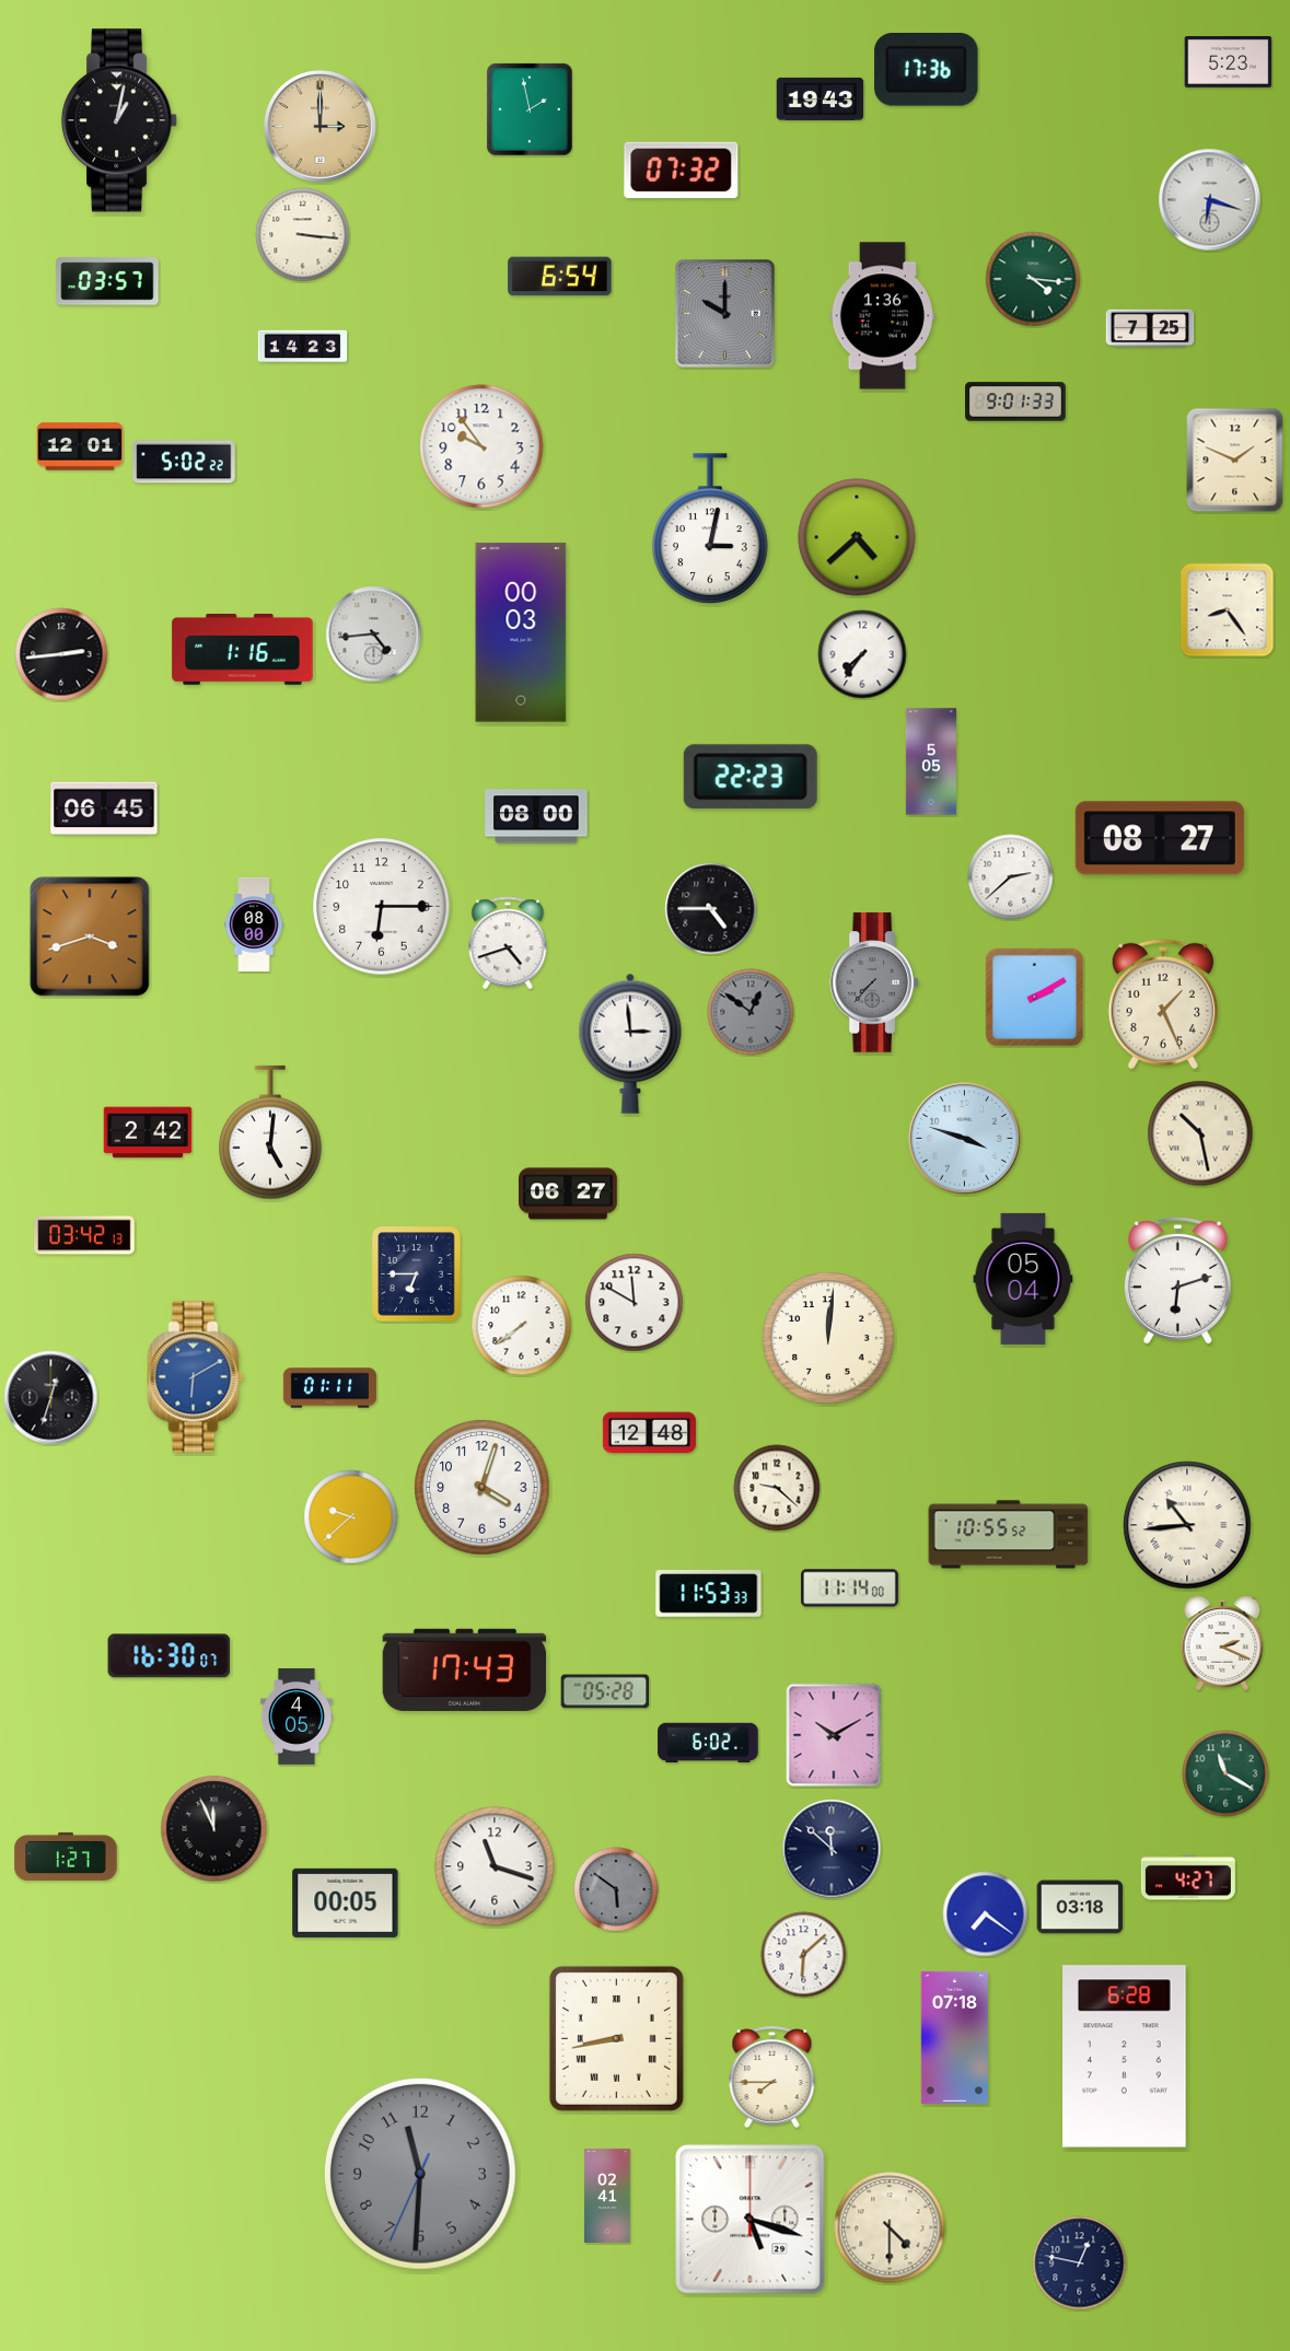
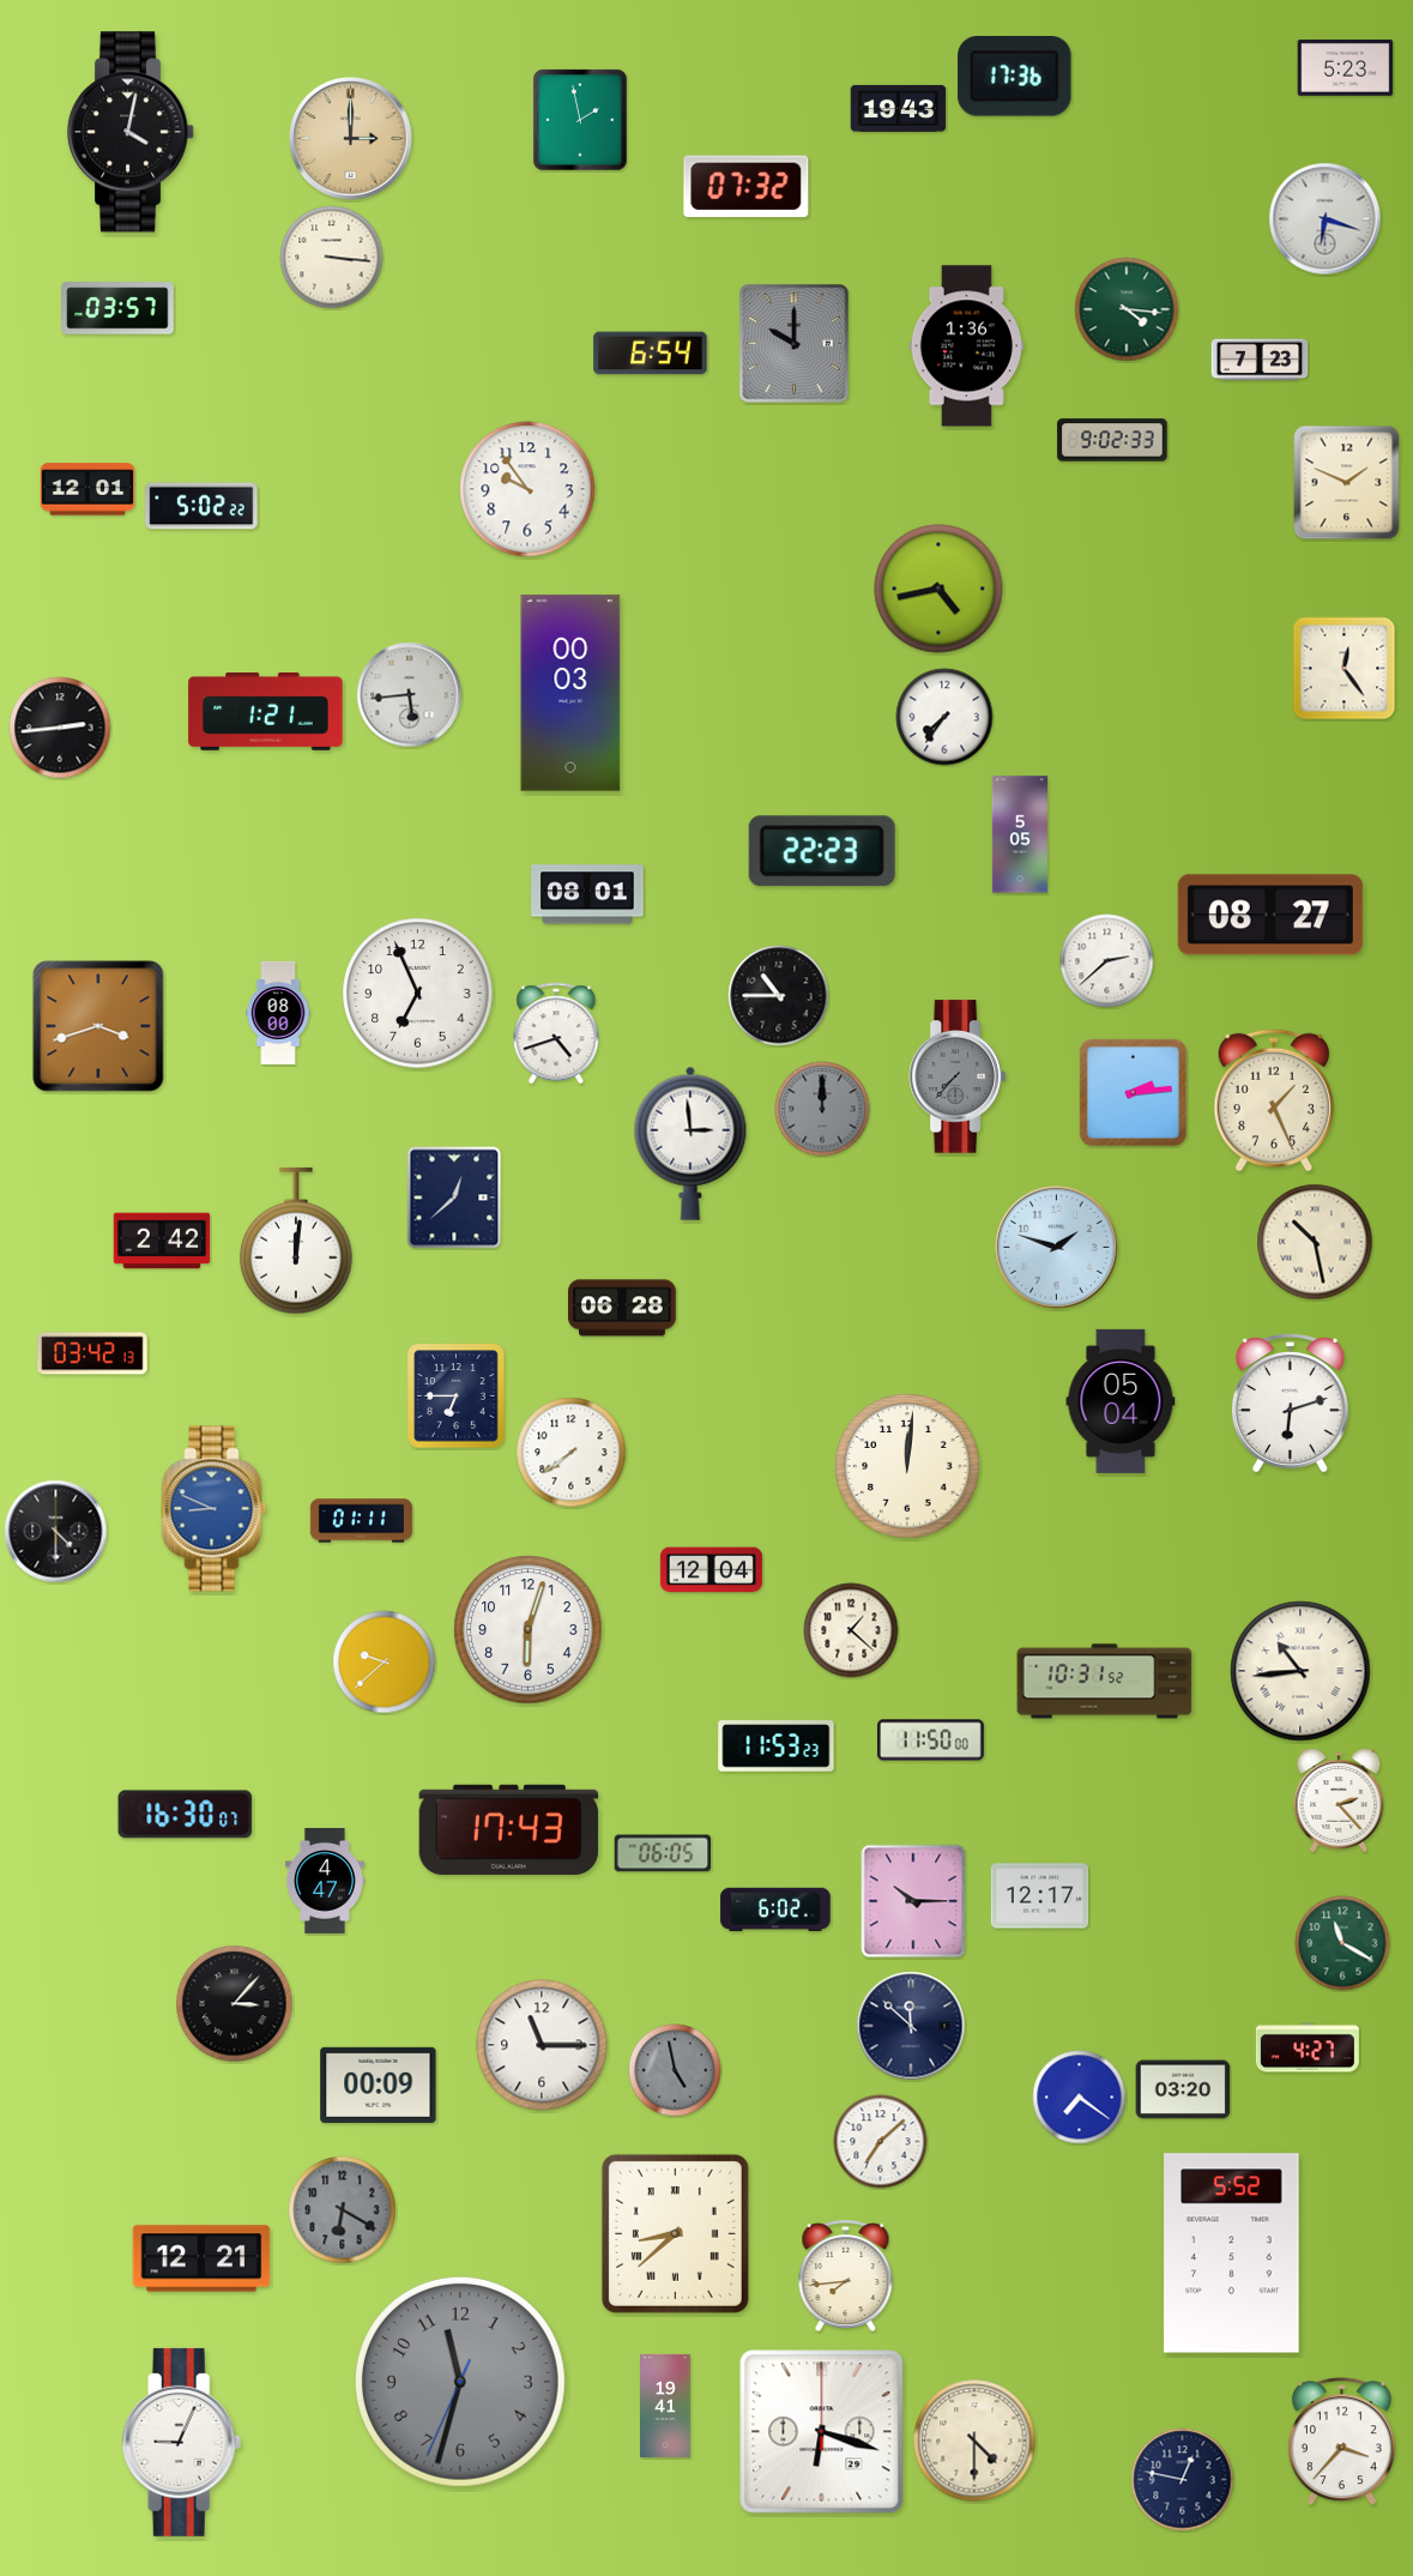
clock at (119, 120): 1:02 -> 4:02
clock at (560, 277) position: (560, 277) -> (651, 354)
clock at (1033, 279) position: (1033, 279) -> (1127, 309)
clock at (1150, 328): 7:25 -> 7:23
clock at (303, 347): 14:23 -> none
clock at (1015, 401): 9:01 -> 9:02
clock at (1235, 461) position: (1235, 461) -> (1347, 483)
clock at (711, 528): 3:02 -> none
clock at (857, 537): 4:38 -> 4:43
clock at (1228, 610): 8:24 -> 12:24
clock at (374, 635): 4:44 -> 5:44
clock at (243, 650): 1:16 -> 1:21
clock at (61, 654) position: (61, 654) -> (60, 728)
clock at (104, 808): 06:45 -> none
clock at (536, 816): 08:00 -> 08:01
clock at (1160, 838) position: (1160, 838) -> (1270, 915)
clock at (382, 907): 6:15 -> 6:56
clock at (711, 909): 4:45 -> 10:45
clock at (1034, 997): 2:10 -> 2:14
clock at (751, 1012): 12:51 -> 12:00
clock at (454, 1197): none -> 12:38
clock at (270, 1132): 5:01 -> 12:01
clock at (965, 1139): 3:48 -> 1:48
clock at (568, 1194): 06:27 -> 06:28
clock at (635, 1303): 11:50 -> none
clock at (196, 1377): 6:10 -> 8:49
clock at (51, 1398): 12:33 -> 4:30
clock at (649, 1433): 12:48 -> 12:04
clock at (483, 1488): 4:03 -> 6:03
clock at (777, 1488): 9:22 -> 1:22
clock at (1009, 1535): 10:55 -> 10:31
clock at (850, 1588): 11:14 -> 11:50
clock at (709, 1594): 11:53:33 -> 11:53:23
clock at (1222, 1643): 2:19 -> 2:23
clock at (605, 1691): 05:28 -> 06:05
clock at (297, 1716): 4:05 -> 4:47
clock at (1040, 1896): none -> 12:17
clock at (834, 1735): 10:10 -> 10:15
clock at (214, 1829): 11:56 -> 3:07
clock at (66, 1857): 1:27 -> none
clock at (495, 1866): 11:18 -> 11:15
clock at (1188, 1877) position: (1188, 1877) -> (1308, 2047)
clock at (616, 1889): 5:51 -> 4:58
clock at (346, 1902): 00:05 -> 00:09
clock at (1080, 1907): 03:18 -> 03:20
clock at (804, 1955): 6:08 -> 7:08
clock at (343, 2210): none -> 6:20
clock at (954, 2037): 07:18 -> none
clock at (616, 2038): 8:43 -> 8:38
clock at (1125, 2057): 6:28 -> 5:52
clock at (201, 2258): none -> 12:21
clock at (772, 2078): 7:45 -> 7:44
clock at (420, 2174): 11:30 -> 11:32
clock at (608, 2196): 02:41 -> 19:41
clock at (751, 2220): 5:18 -> 6:18
clock at (182, 2442): none -> 9:04
clock at (1341, 2442): none -> 3:37
